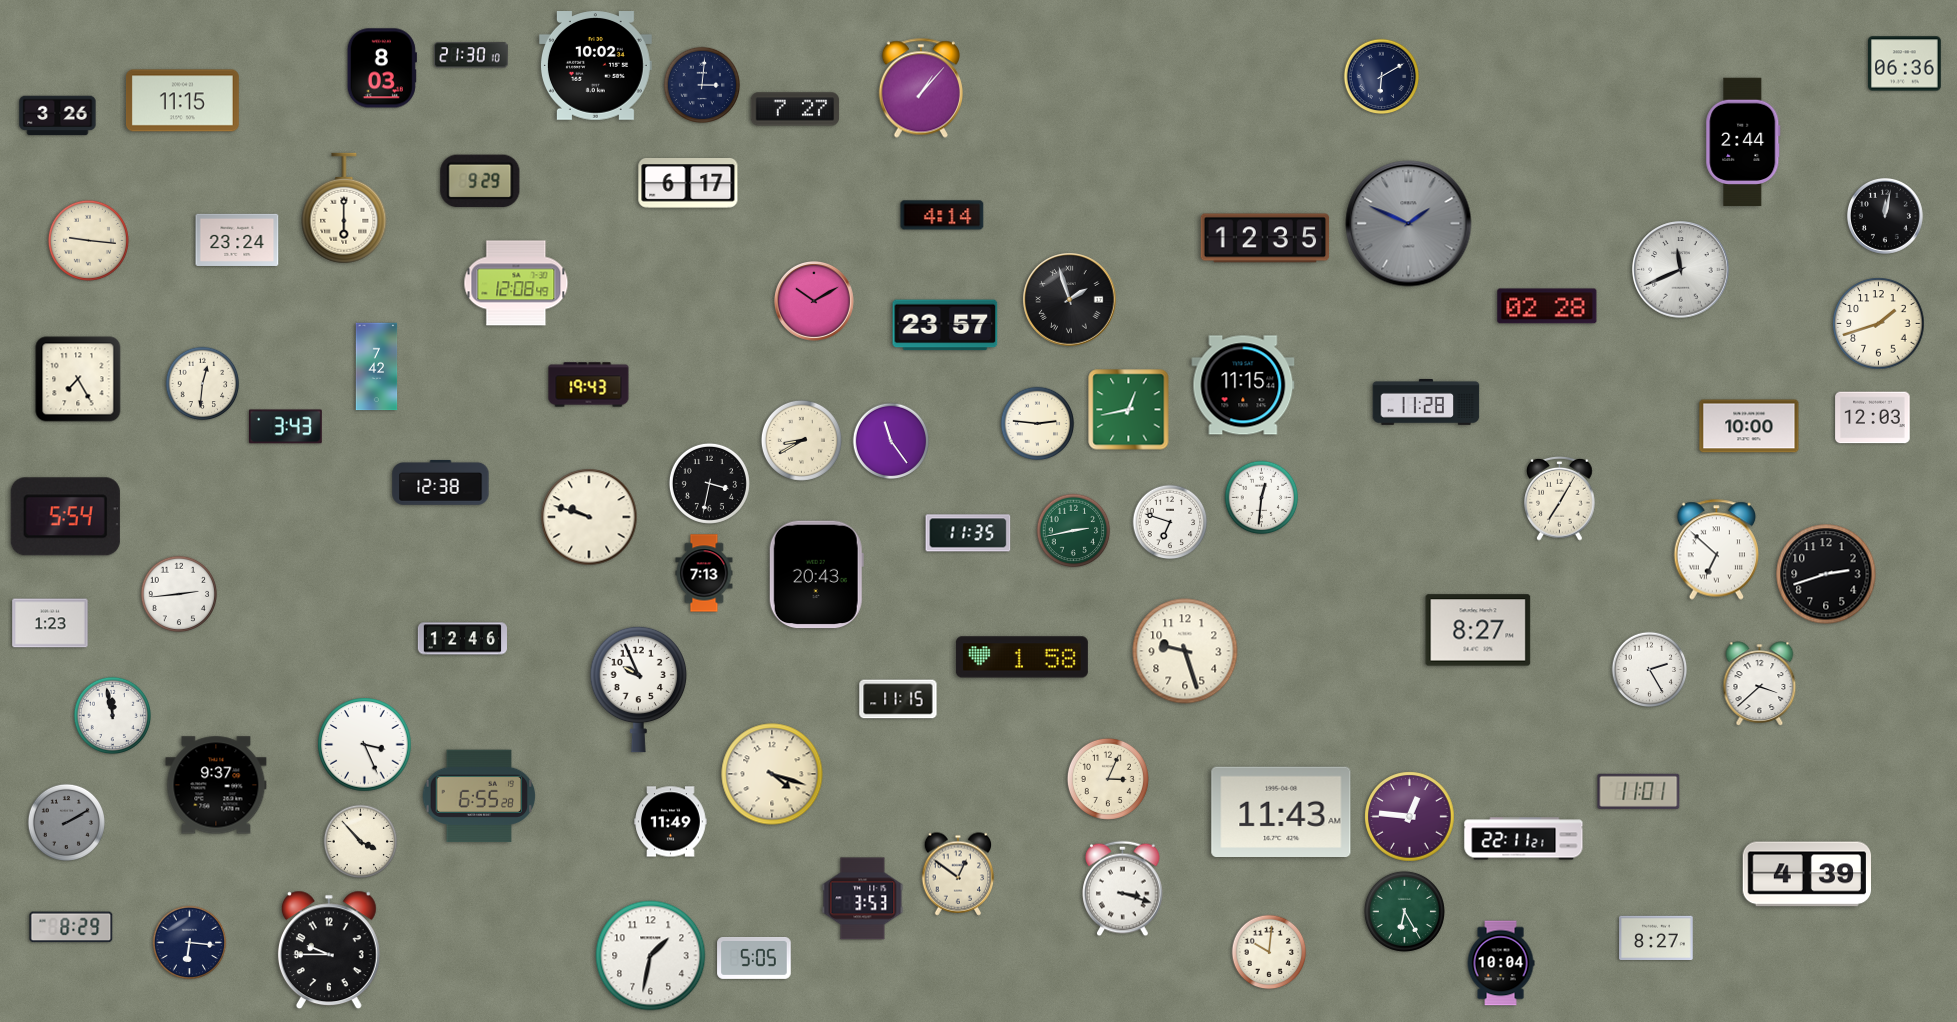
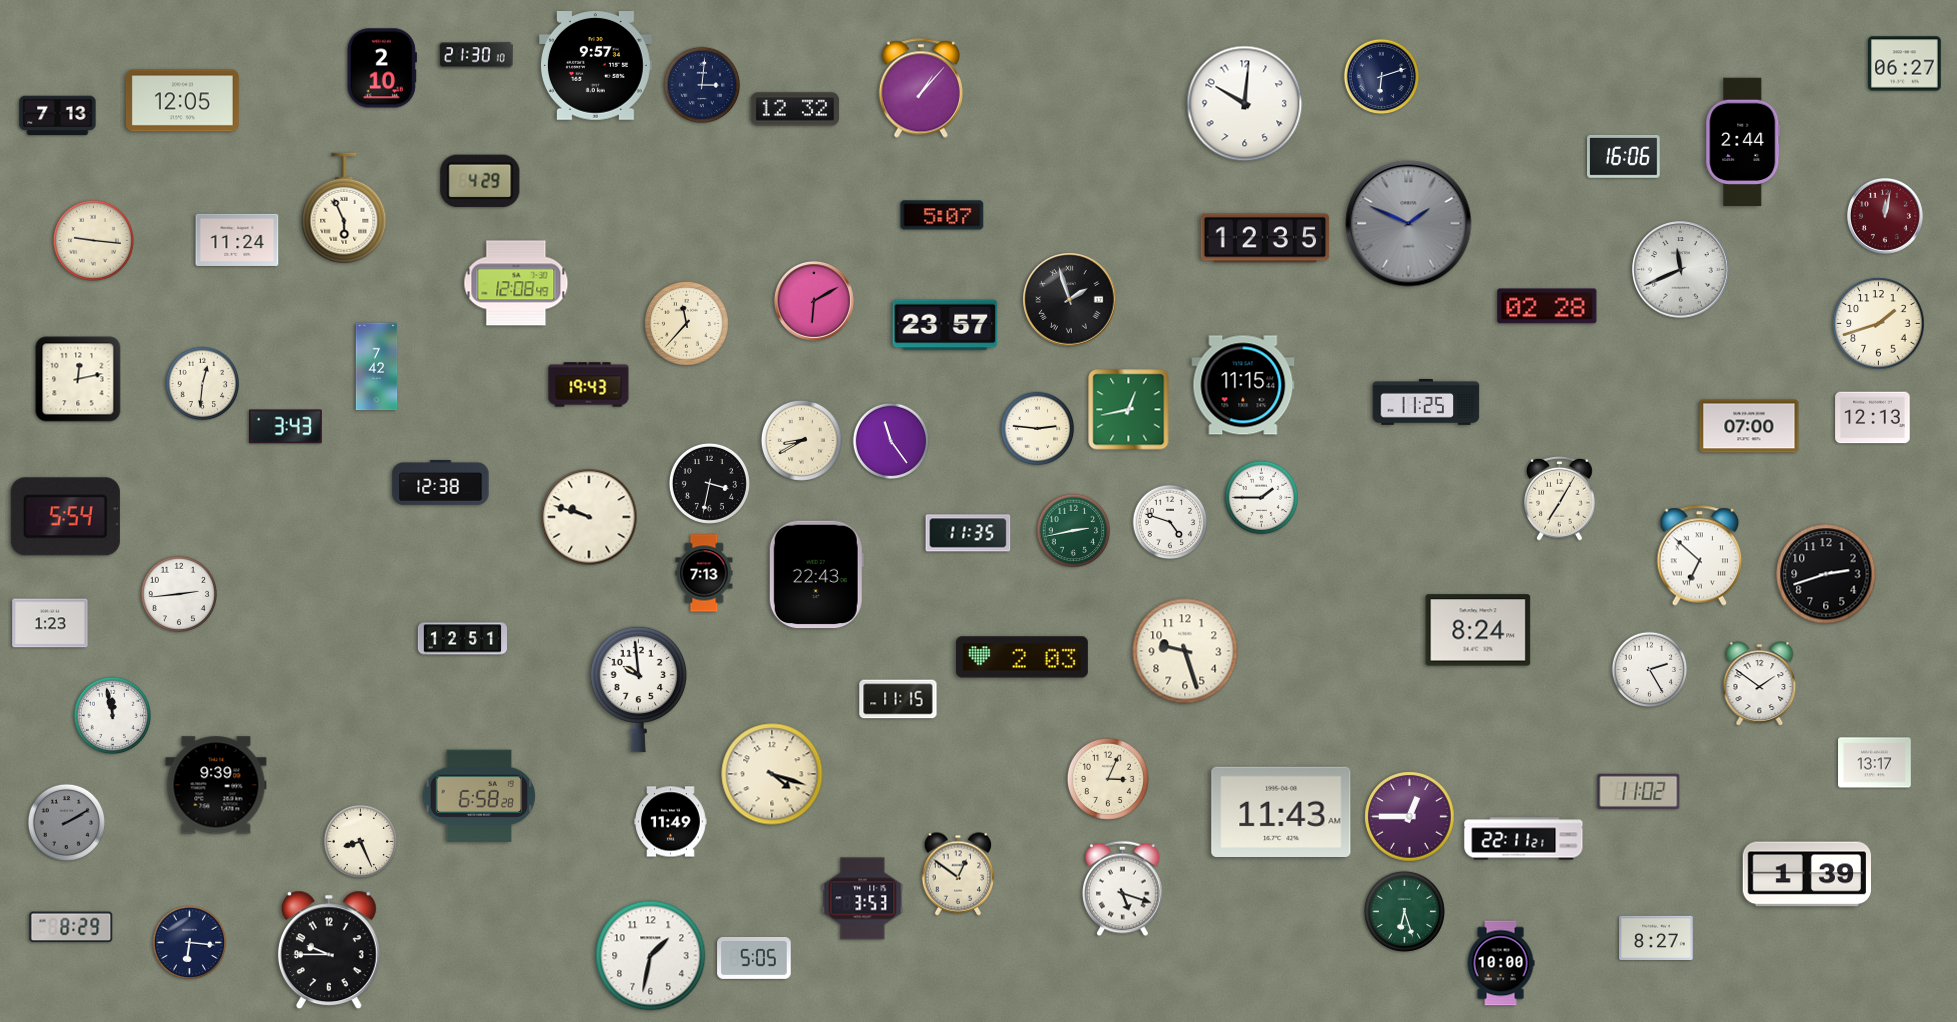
clock at (471, 55) position: (471, 55) -> (476, 55)
clock at (1905, 64): 06:36 -> 06:27
clock at (595, 66): 10:02 -> 9:57
clock at (382, 68): 8:03 -> 2:10
clock at (1382, 77): 6:10 -> 6:12
clock at (182, 101): 11:15 -> 12:05
clock at (1245, 104): none -> 10:01
clock at (795, 109): 7:27 -> 12:32
clock at (58, 116): 3:26 -> 7:13
clock at (1624, 157): none -> 16:06
clock at (480, 181): 9:29 -> 4:29
clock at (688, 184): 6:17 -> none
clock at (344, 208): 6:00 -> 5:56
clock at (942, 215): 4:14 -> 5:07
clock at (1885, 216) dial: black -> burgundy
clock at (88, 240) position: (88, 240) -> (93, 240)
clock at (237, 240): 23:24 -> 11:24
clock at (814, 301): 10:10 -> 6:10
clock at (686, 323): none -> 11:37
clock at (78, 379): 7:25 -> 12:13
clock at (1426, 402): 11:28 -> 11:25
clock at (1873, 418): 12:03 -> 12:13
clock at (1038, 424) position: (1038, 424) -> (1038, 429)
clock at (1749, 426): 10:00 -> 07:00
clock at (1262, 498): 12:31 -> 1:45
clock at (1170, 522): 6:48 -> 4:48
clock at (1717, 550) position: (1717, 550) -> (1700, 556)
clock at (816, 575): 20:43 -> 22:43
clock at (1478, 630): 8:27 -> 8:24
clock at (462, 639): 12:46 -> 12:51
clock at (1022, 657): 1:58 -> 2:03
clock at (1760, 684): 3:38 -> 1:51
clock at (638, 689): 9:56 -> 9:59
clock at (365, 745): 3:26 -> none
clock at (1875, 763): none -> 13:17
clock at (216, 785): 9:37 -> 9:39
clock at (1639, 791): 11:01 -> 11:02
clock at (479, 796): 6:55 -> 6:58
clock at (1410, 817): 12:46 -> 12:45
clock at (361, 842): 3:53 -> 8:26
clock at (1807, 874): 4:39 -> 1:39
clock at (1123, 889): 3:18 -> 5:18
clock at (1404, 911): 6:25 -> 6:27
clock at (1269, 952): 10:01 -> none
clock at (1501, 963): 10:04 -> 10:00
